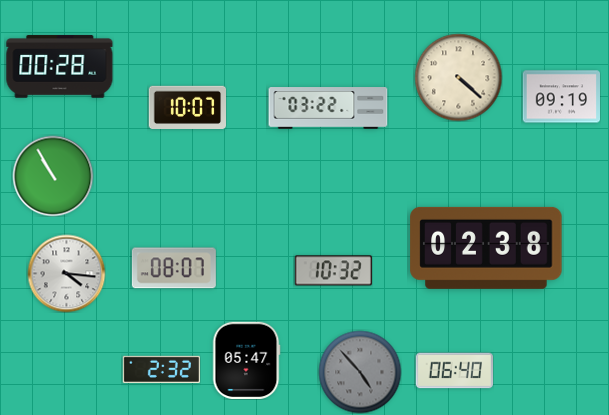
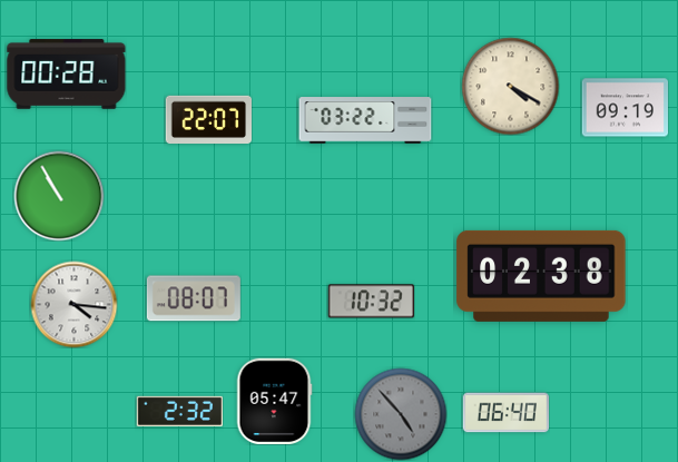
clock at (458, 77): 4:22 -> 4:20
clock at (187, 107): 10:07 -> 22:07
